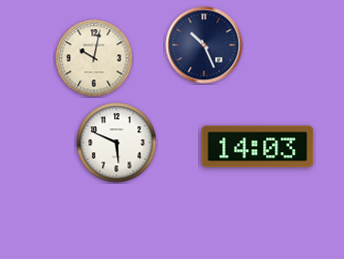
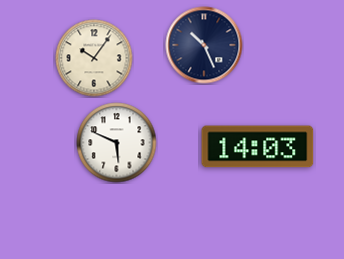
clock at (94, 58): 10:02 -> 10:06
